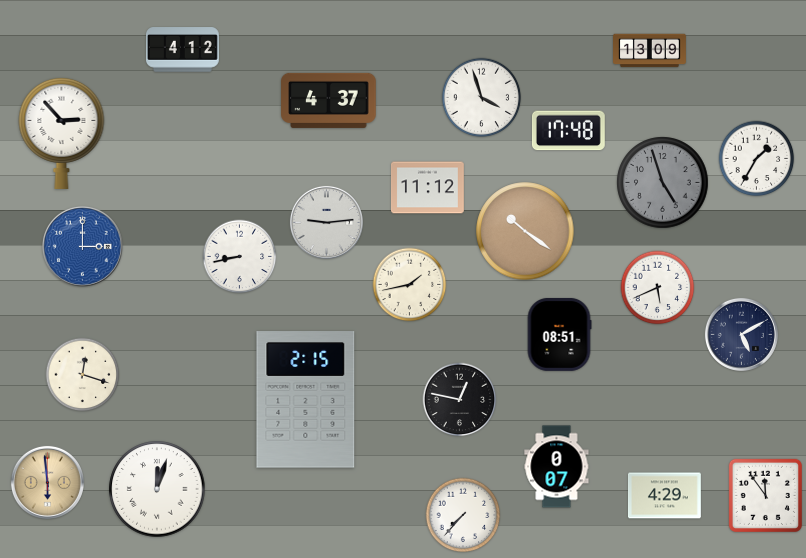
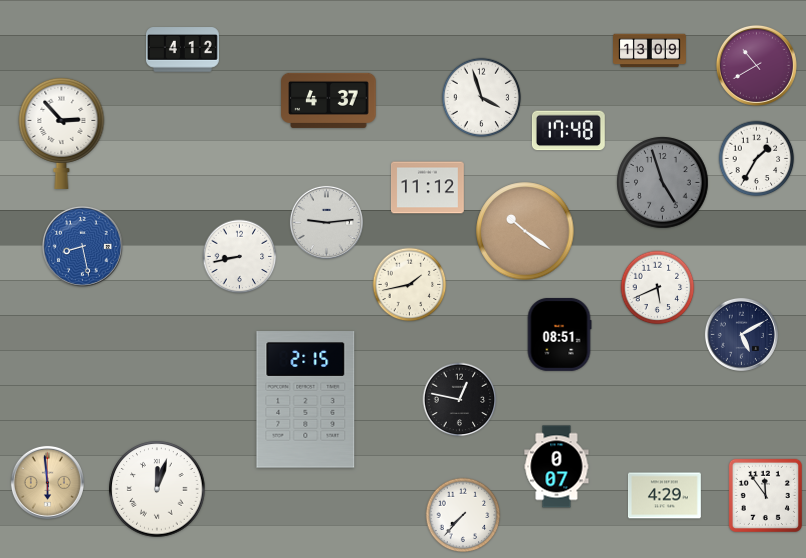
clock at (756, 65): none -> 10:40
clock at (82, 246): 3:00 -> 8:28
clock at (83, 375): 12:18 -> none
